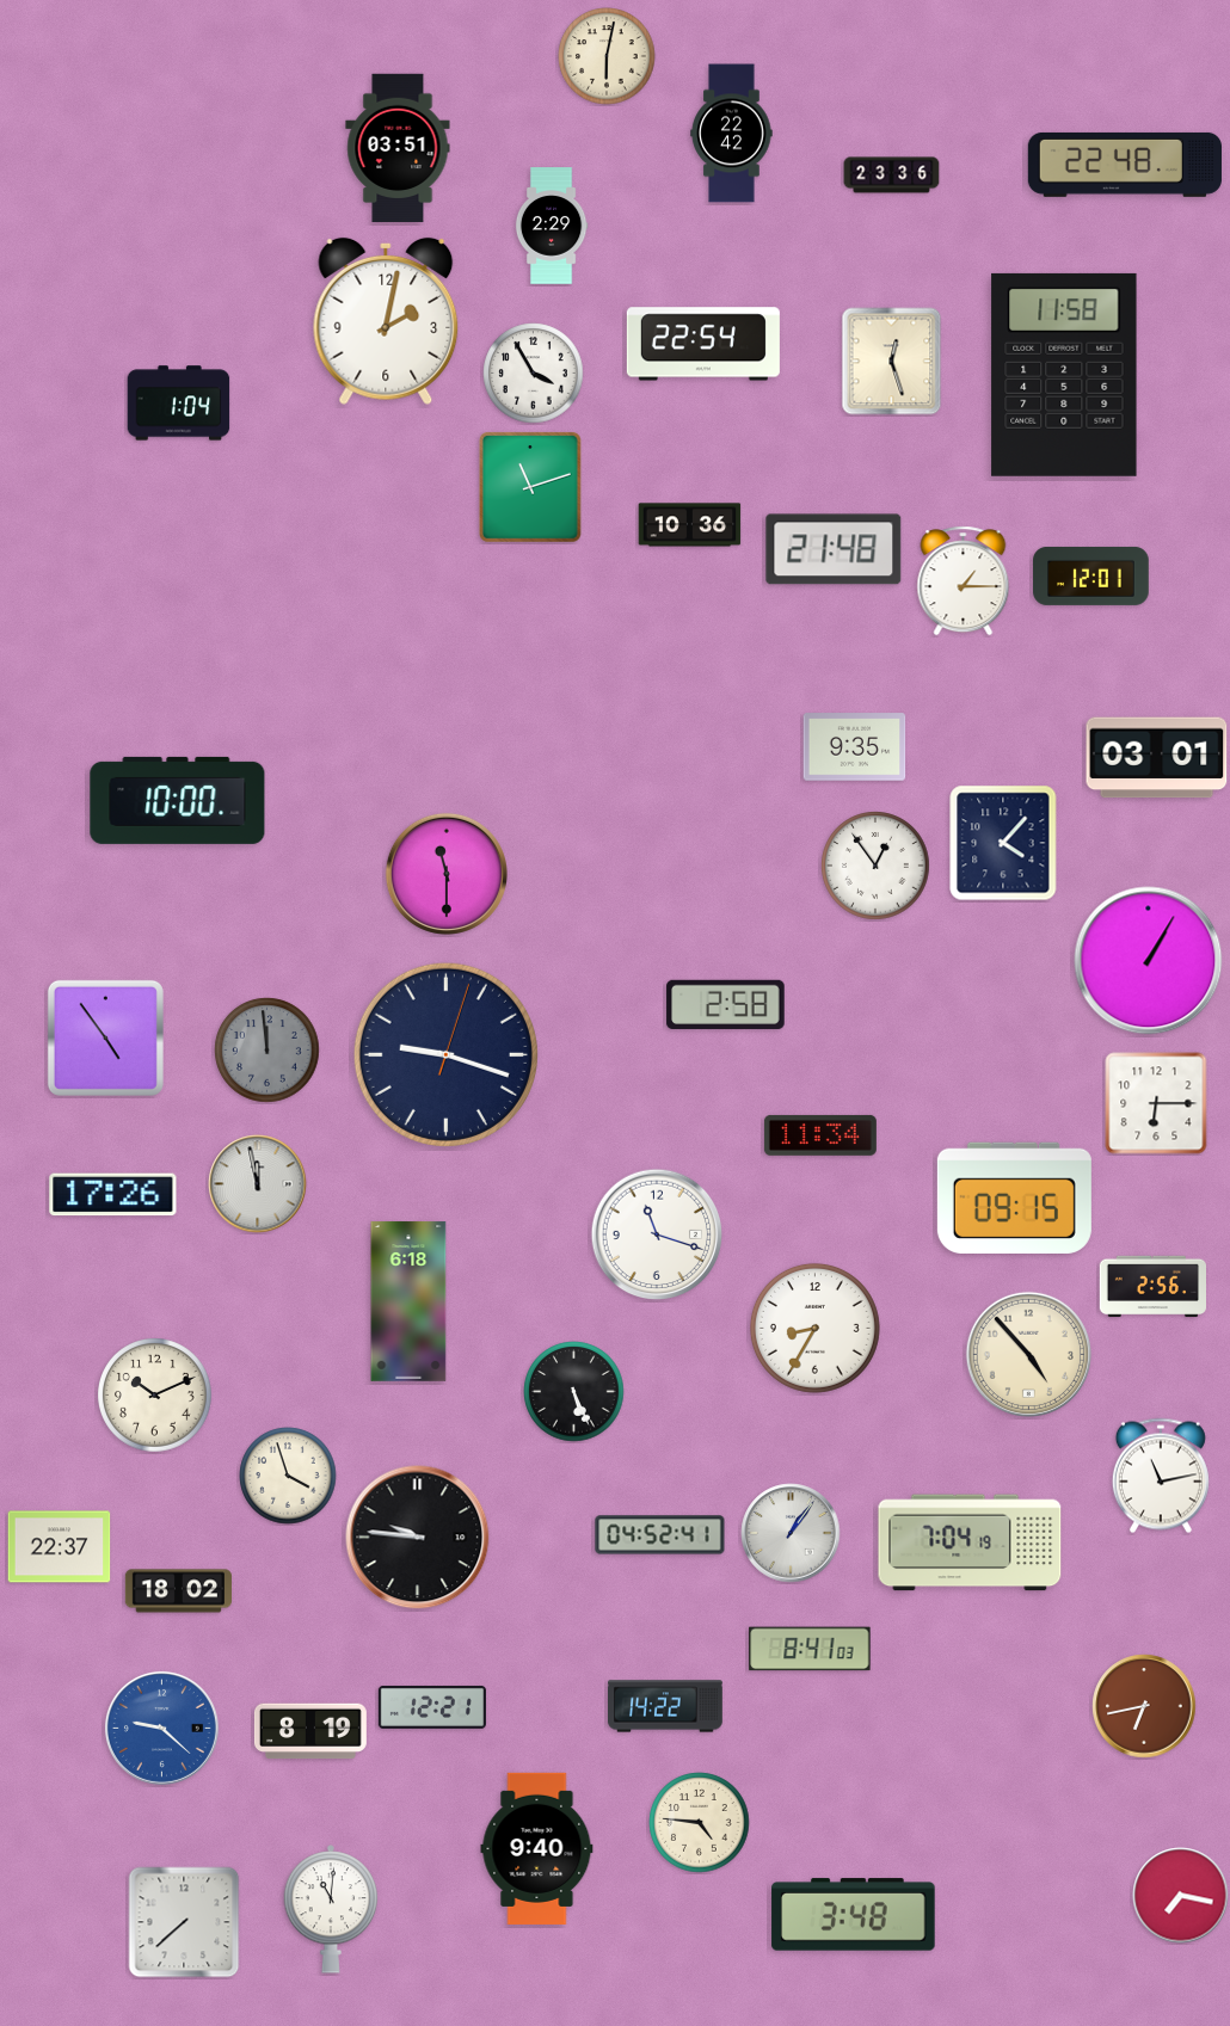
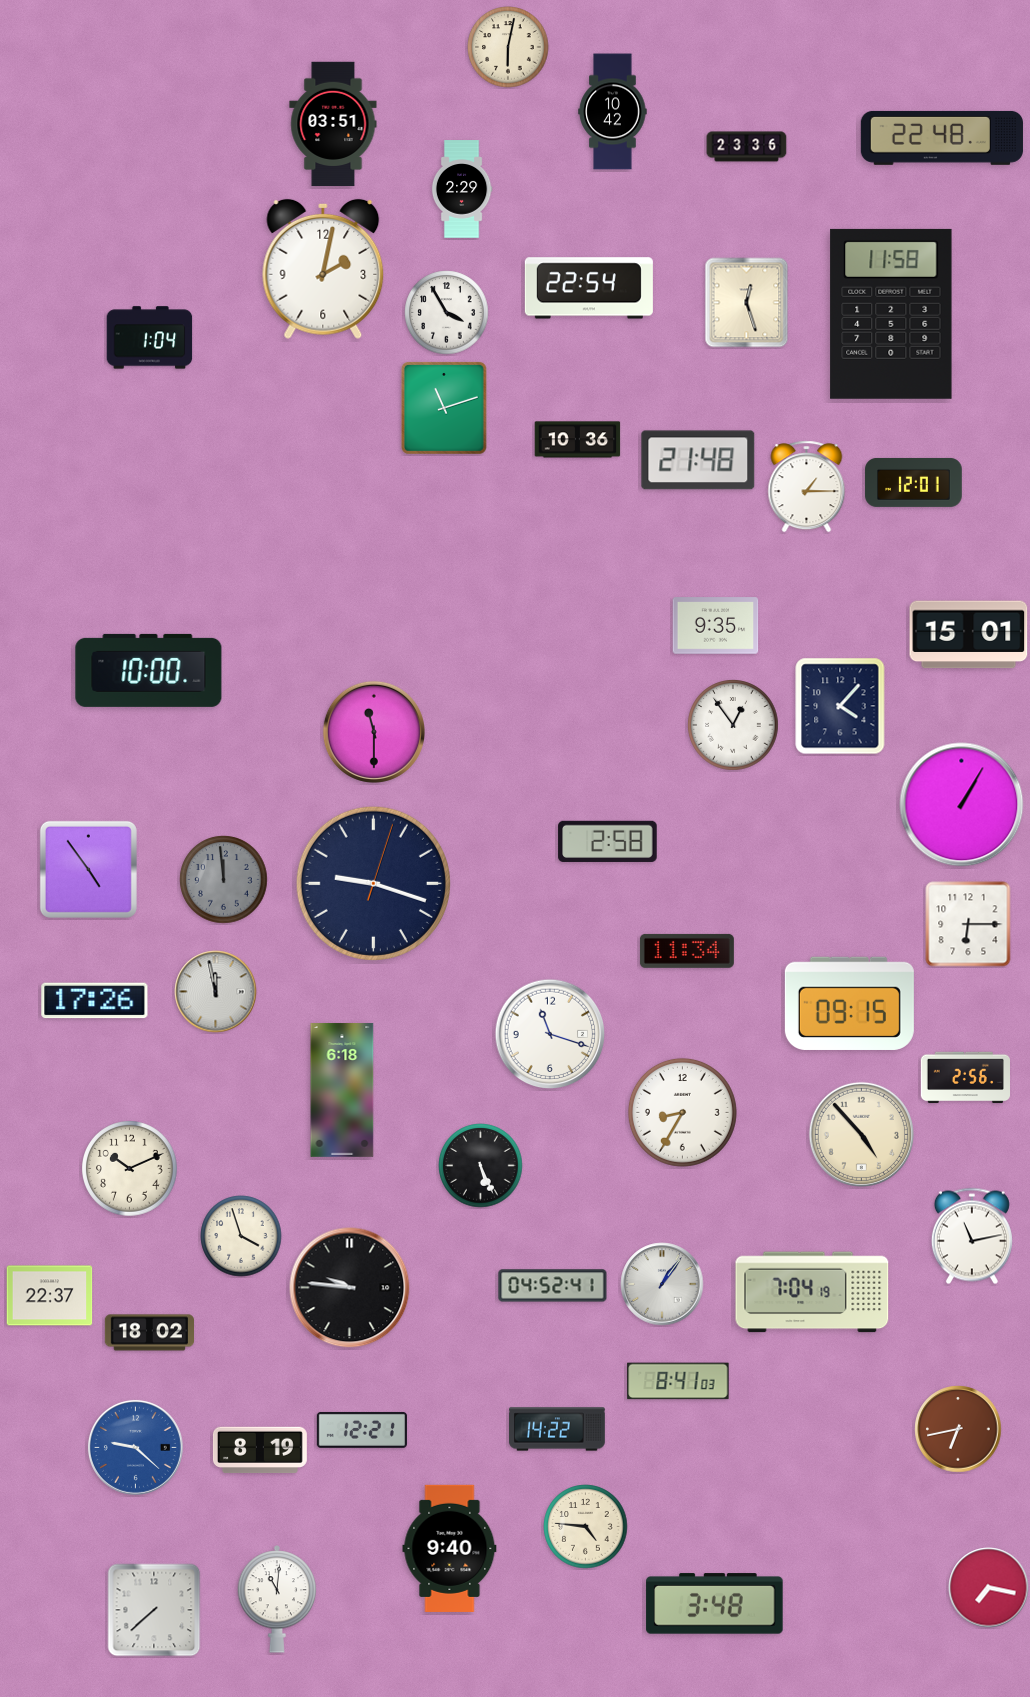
clock at (732, 134): 22:42 -> 10:42
clock at (1157, 758): 03:01 -> 15:01
